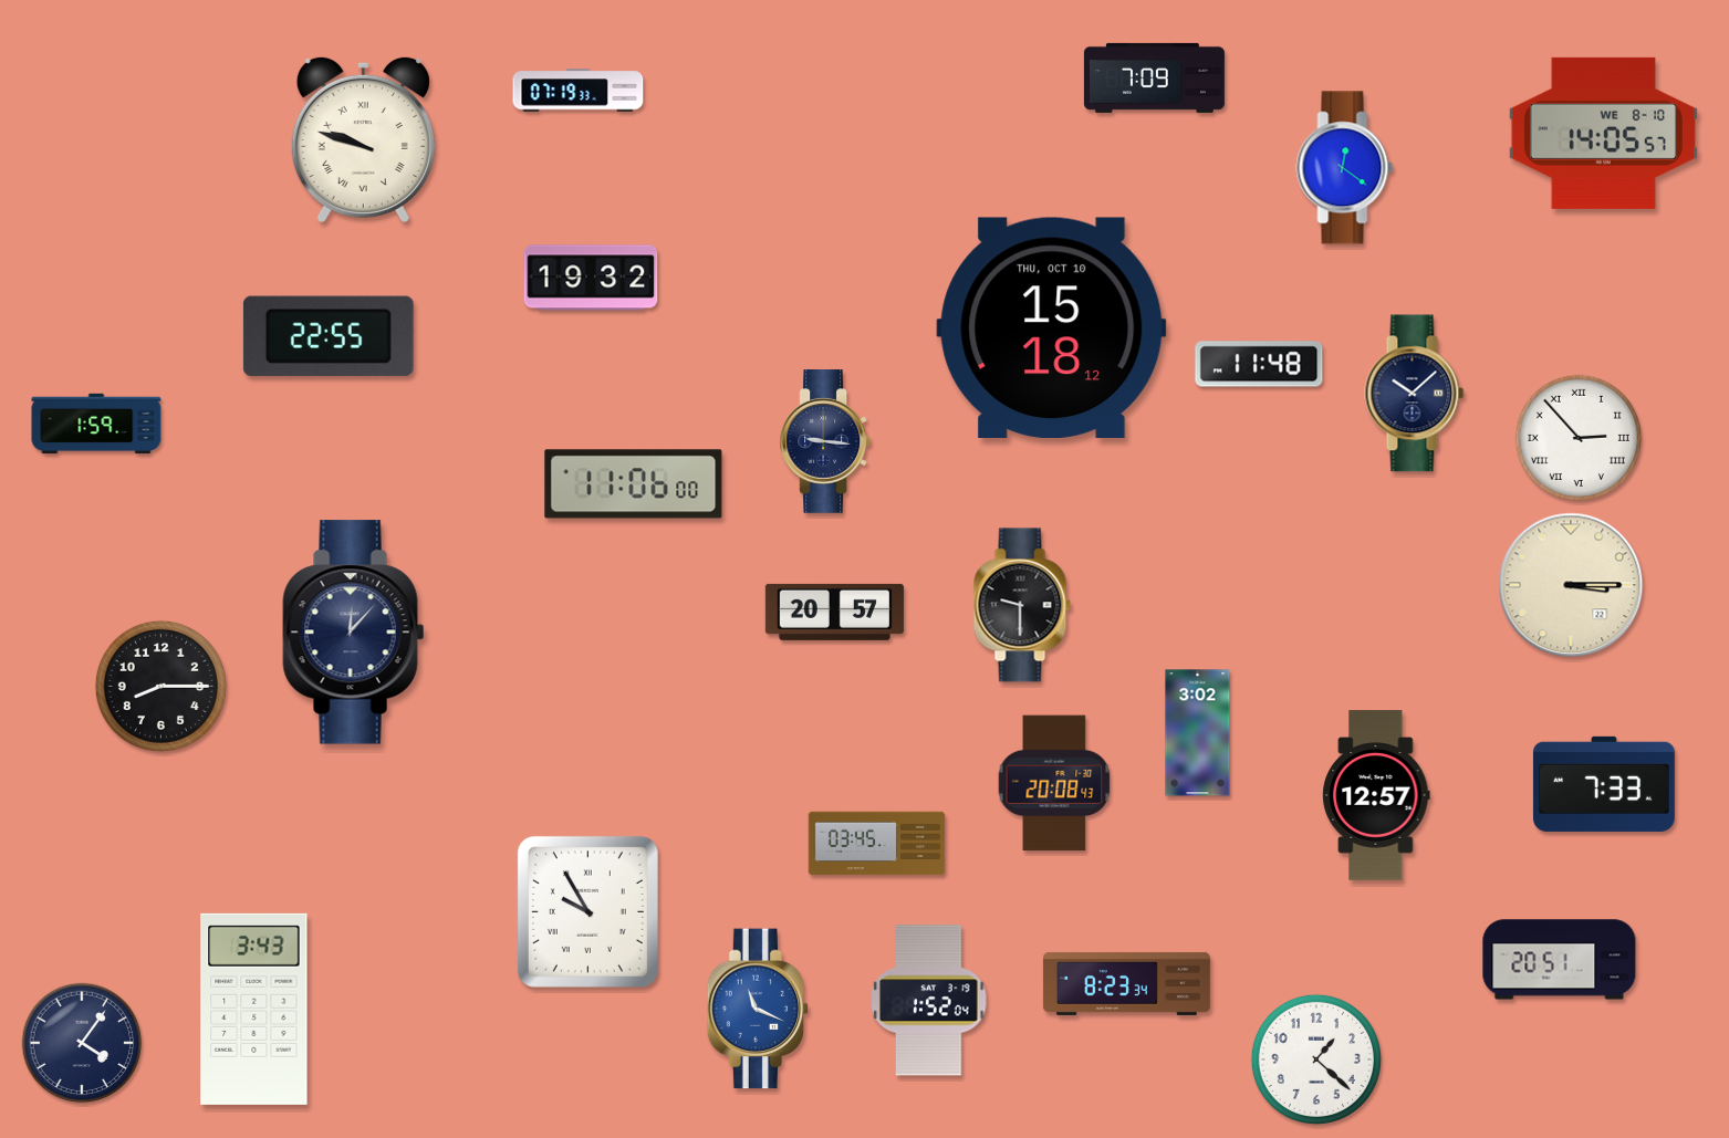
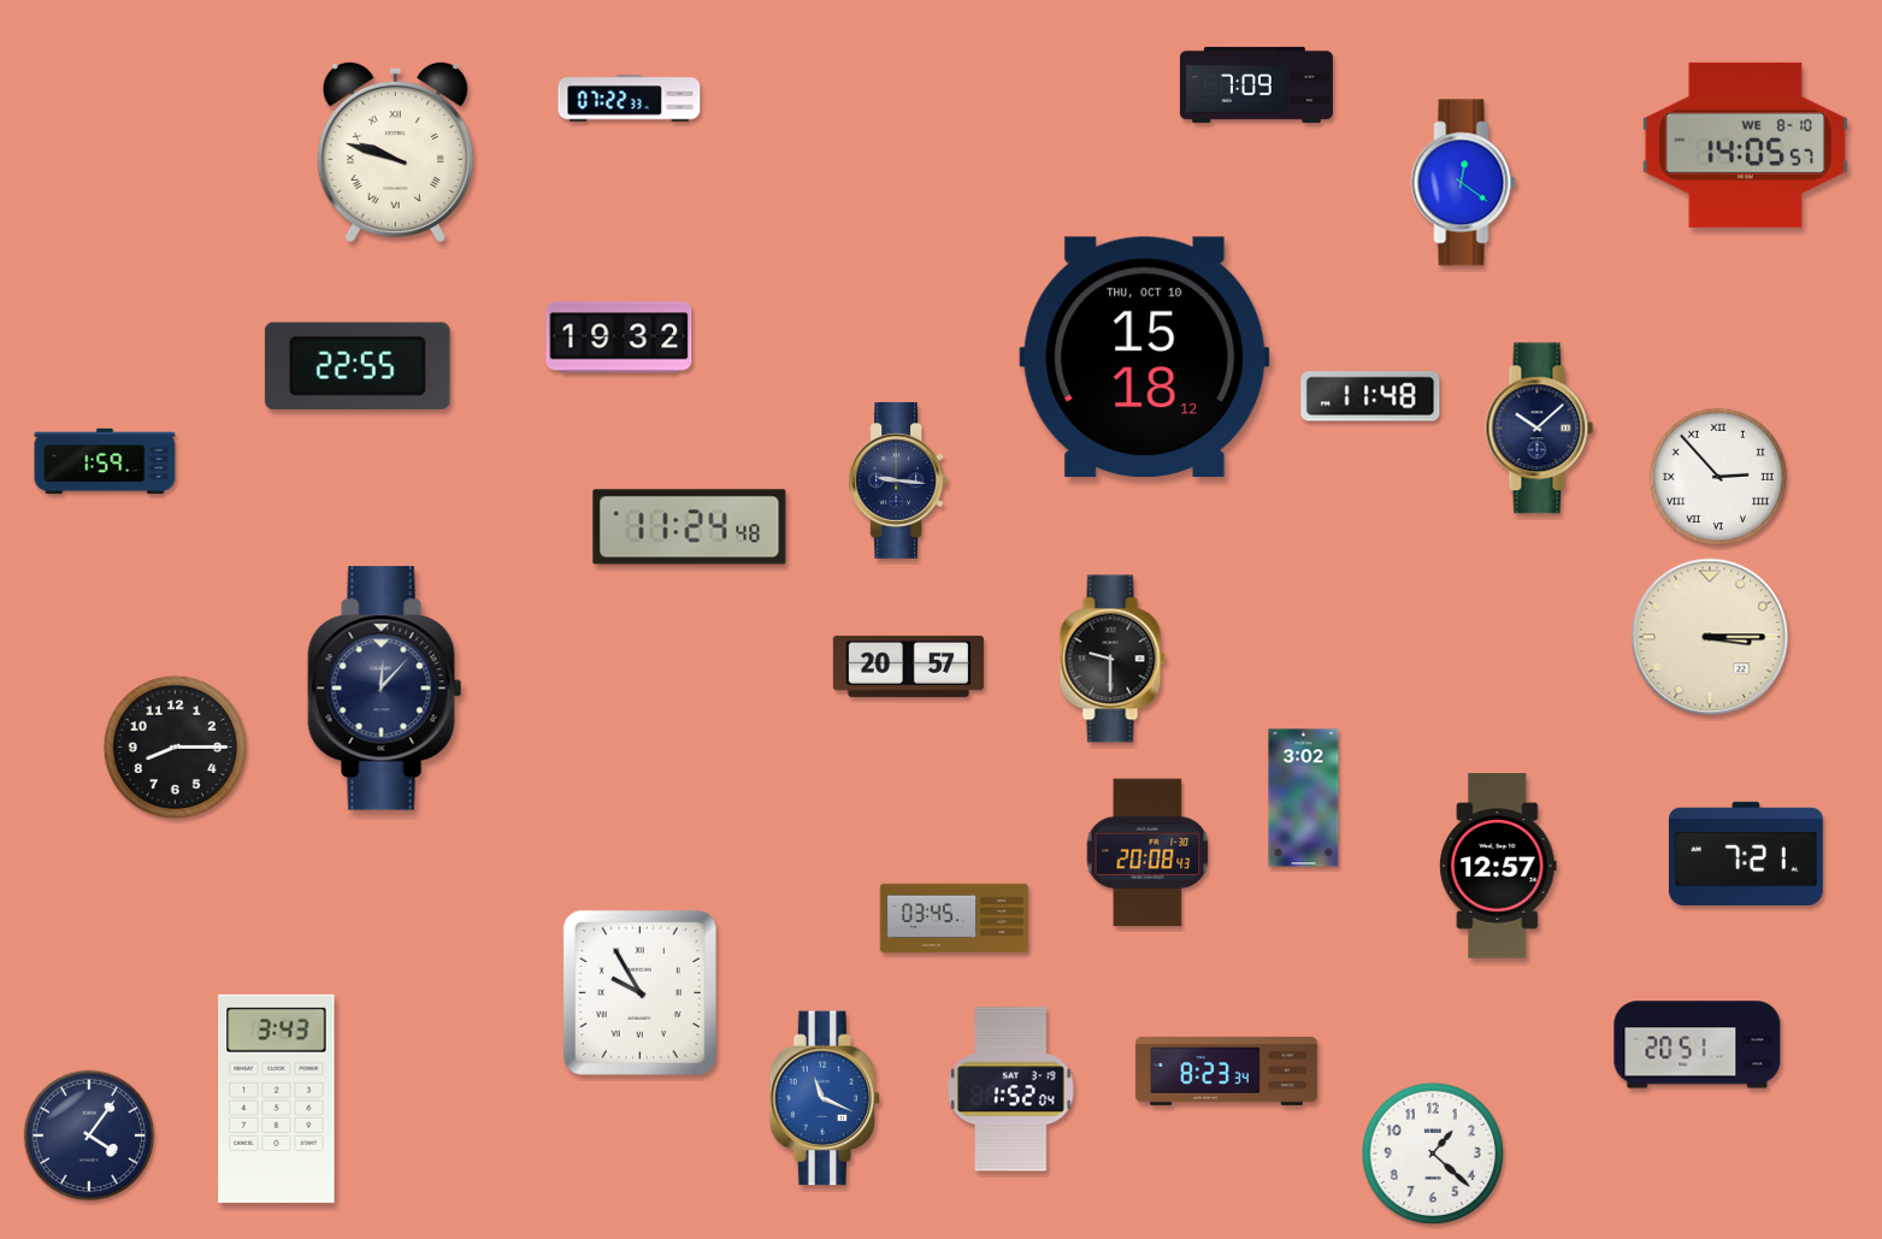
clock at (579, 91): 07:19 -> 07:22
clock at (591, 278) position: (591, 278) -> (619, 337)
clock at (634, 484): 11:06 -> 11:24
clock at (1604, 784): 7:33 -> 7:21
